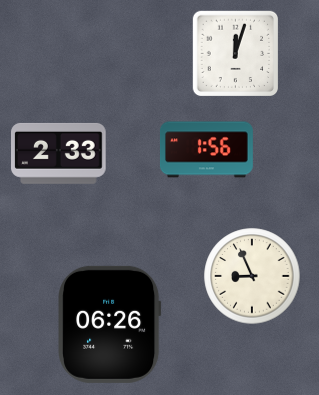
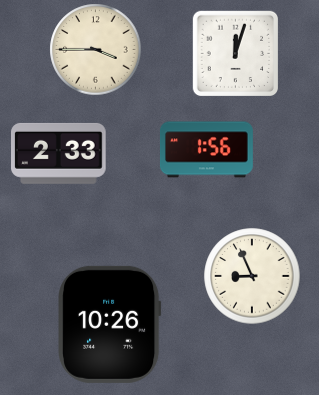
clock at (96, 50): none -> 3:45
clock at (110, 324): 06:26 -> 10:26
